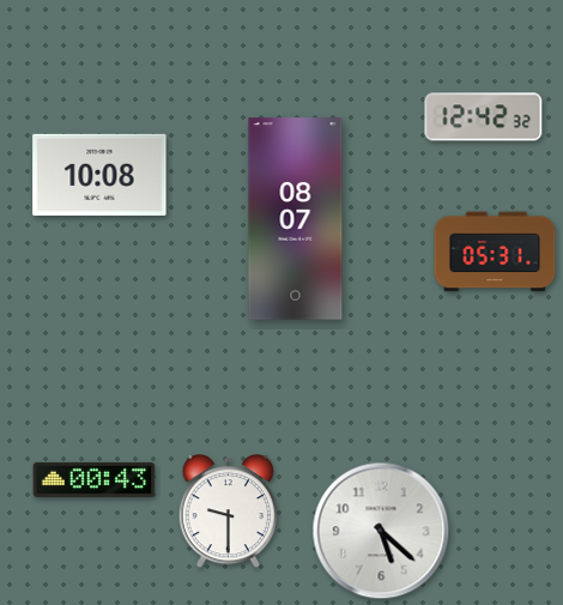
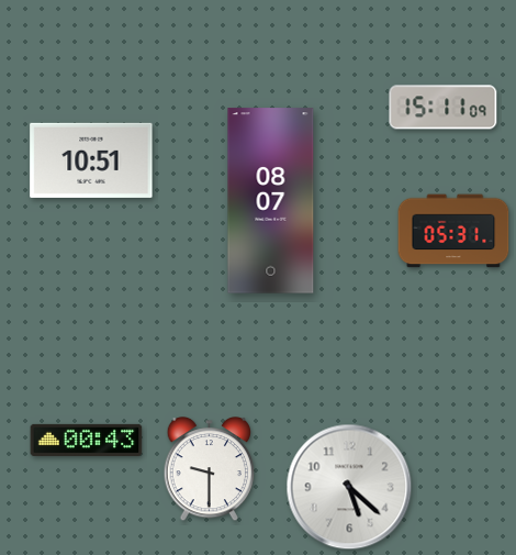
clock at (484, 117): 12:42 -> 15:11
clock at (99, 175): 10:08 -> 10:51
